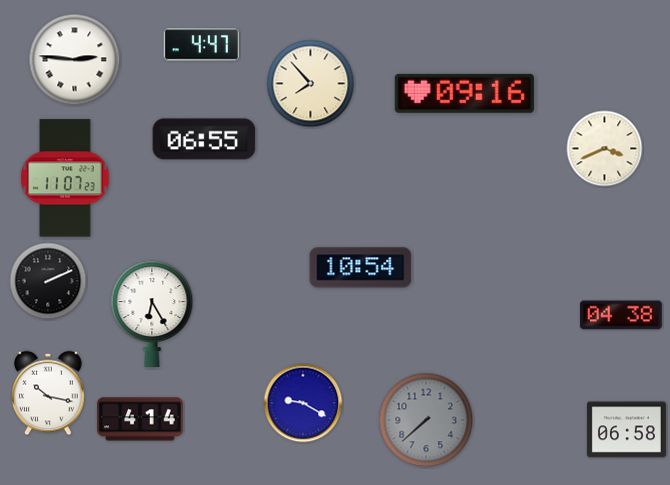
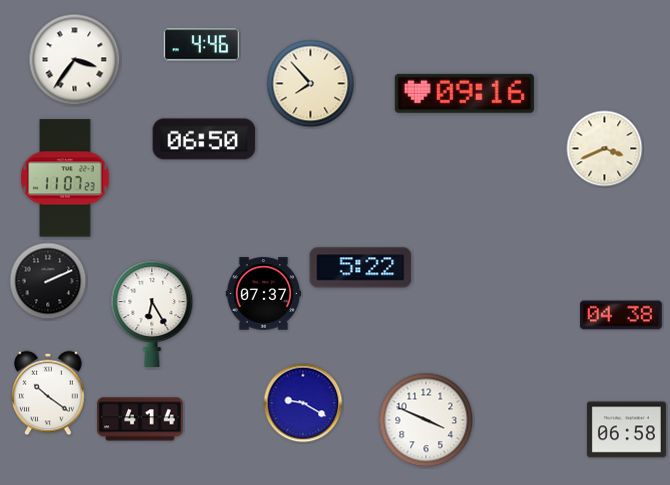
clock at (201, 45): 4:47 -> 4:46
clock at (75, 60): 2:46 -> 3:36
clock at (204, 139): 06:55 -> 06:50
clock at (361, 268): 10:54 -> 5:22
clock at (264, 294): none -> 07:37
clock at (48, 393): 10:17 -> 10:21
clock at (426, 420): 7:38 -> 3:49
clock at (426, 420) dial: grey -> white
